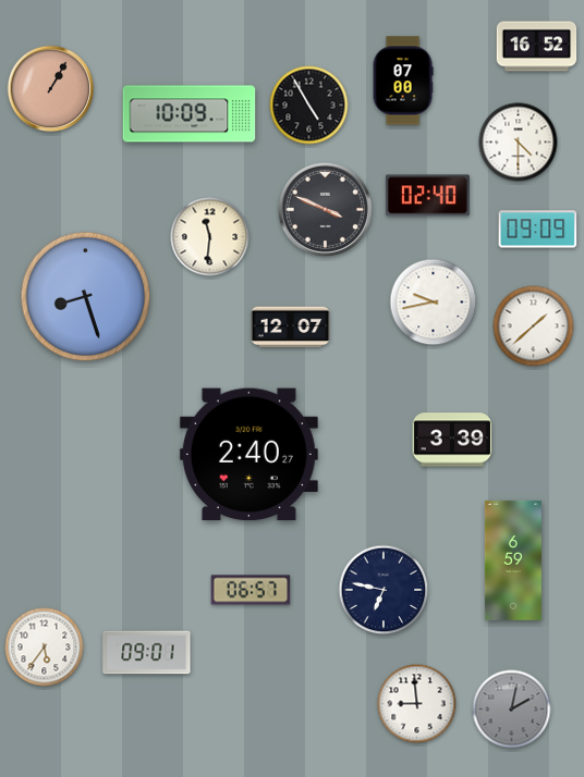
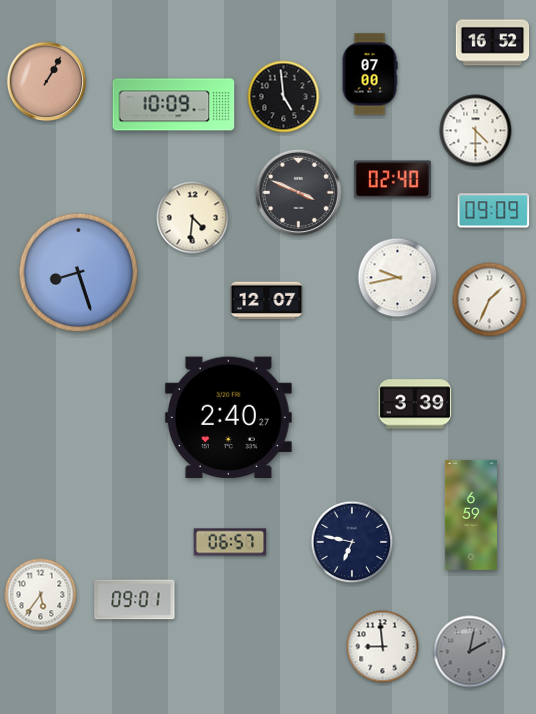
clock at (309, 106): 4:55 -> 4:59
clock at (210, 237): 11:31 -> 4:31
clock at (534, 326): 1:38 -> 1:34
